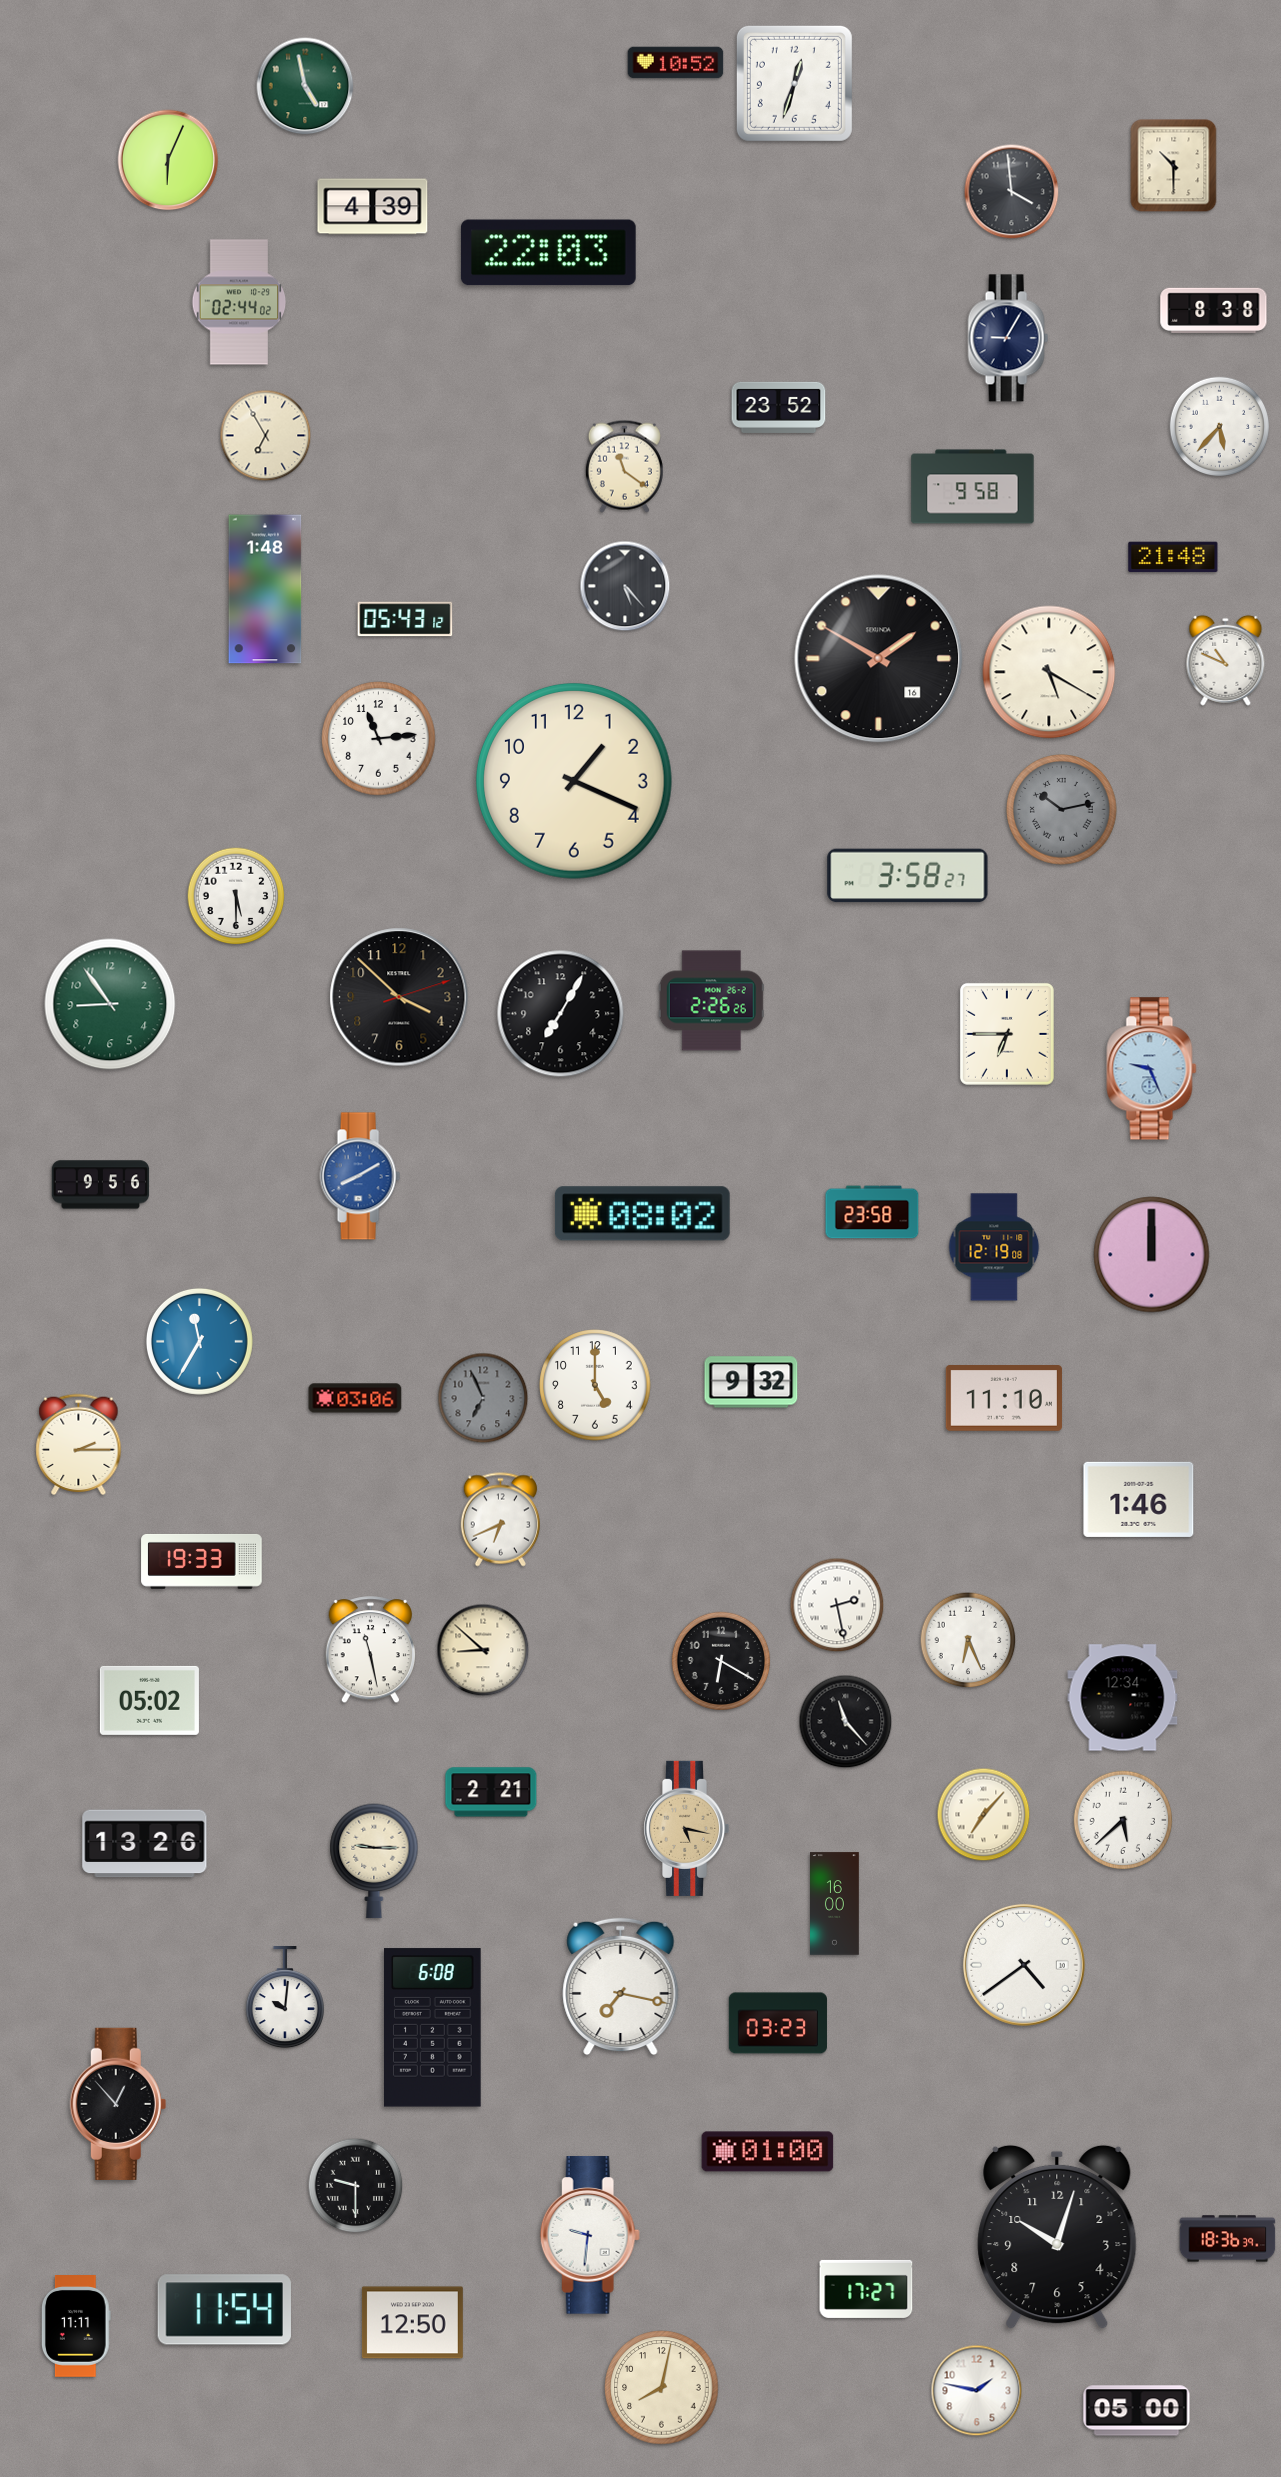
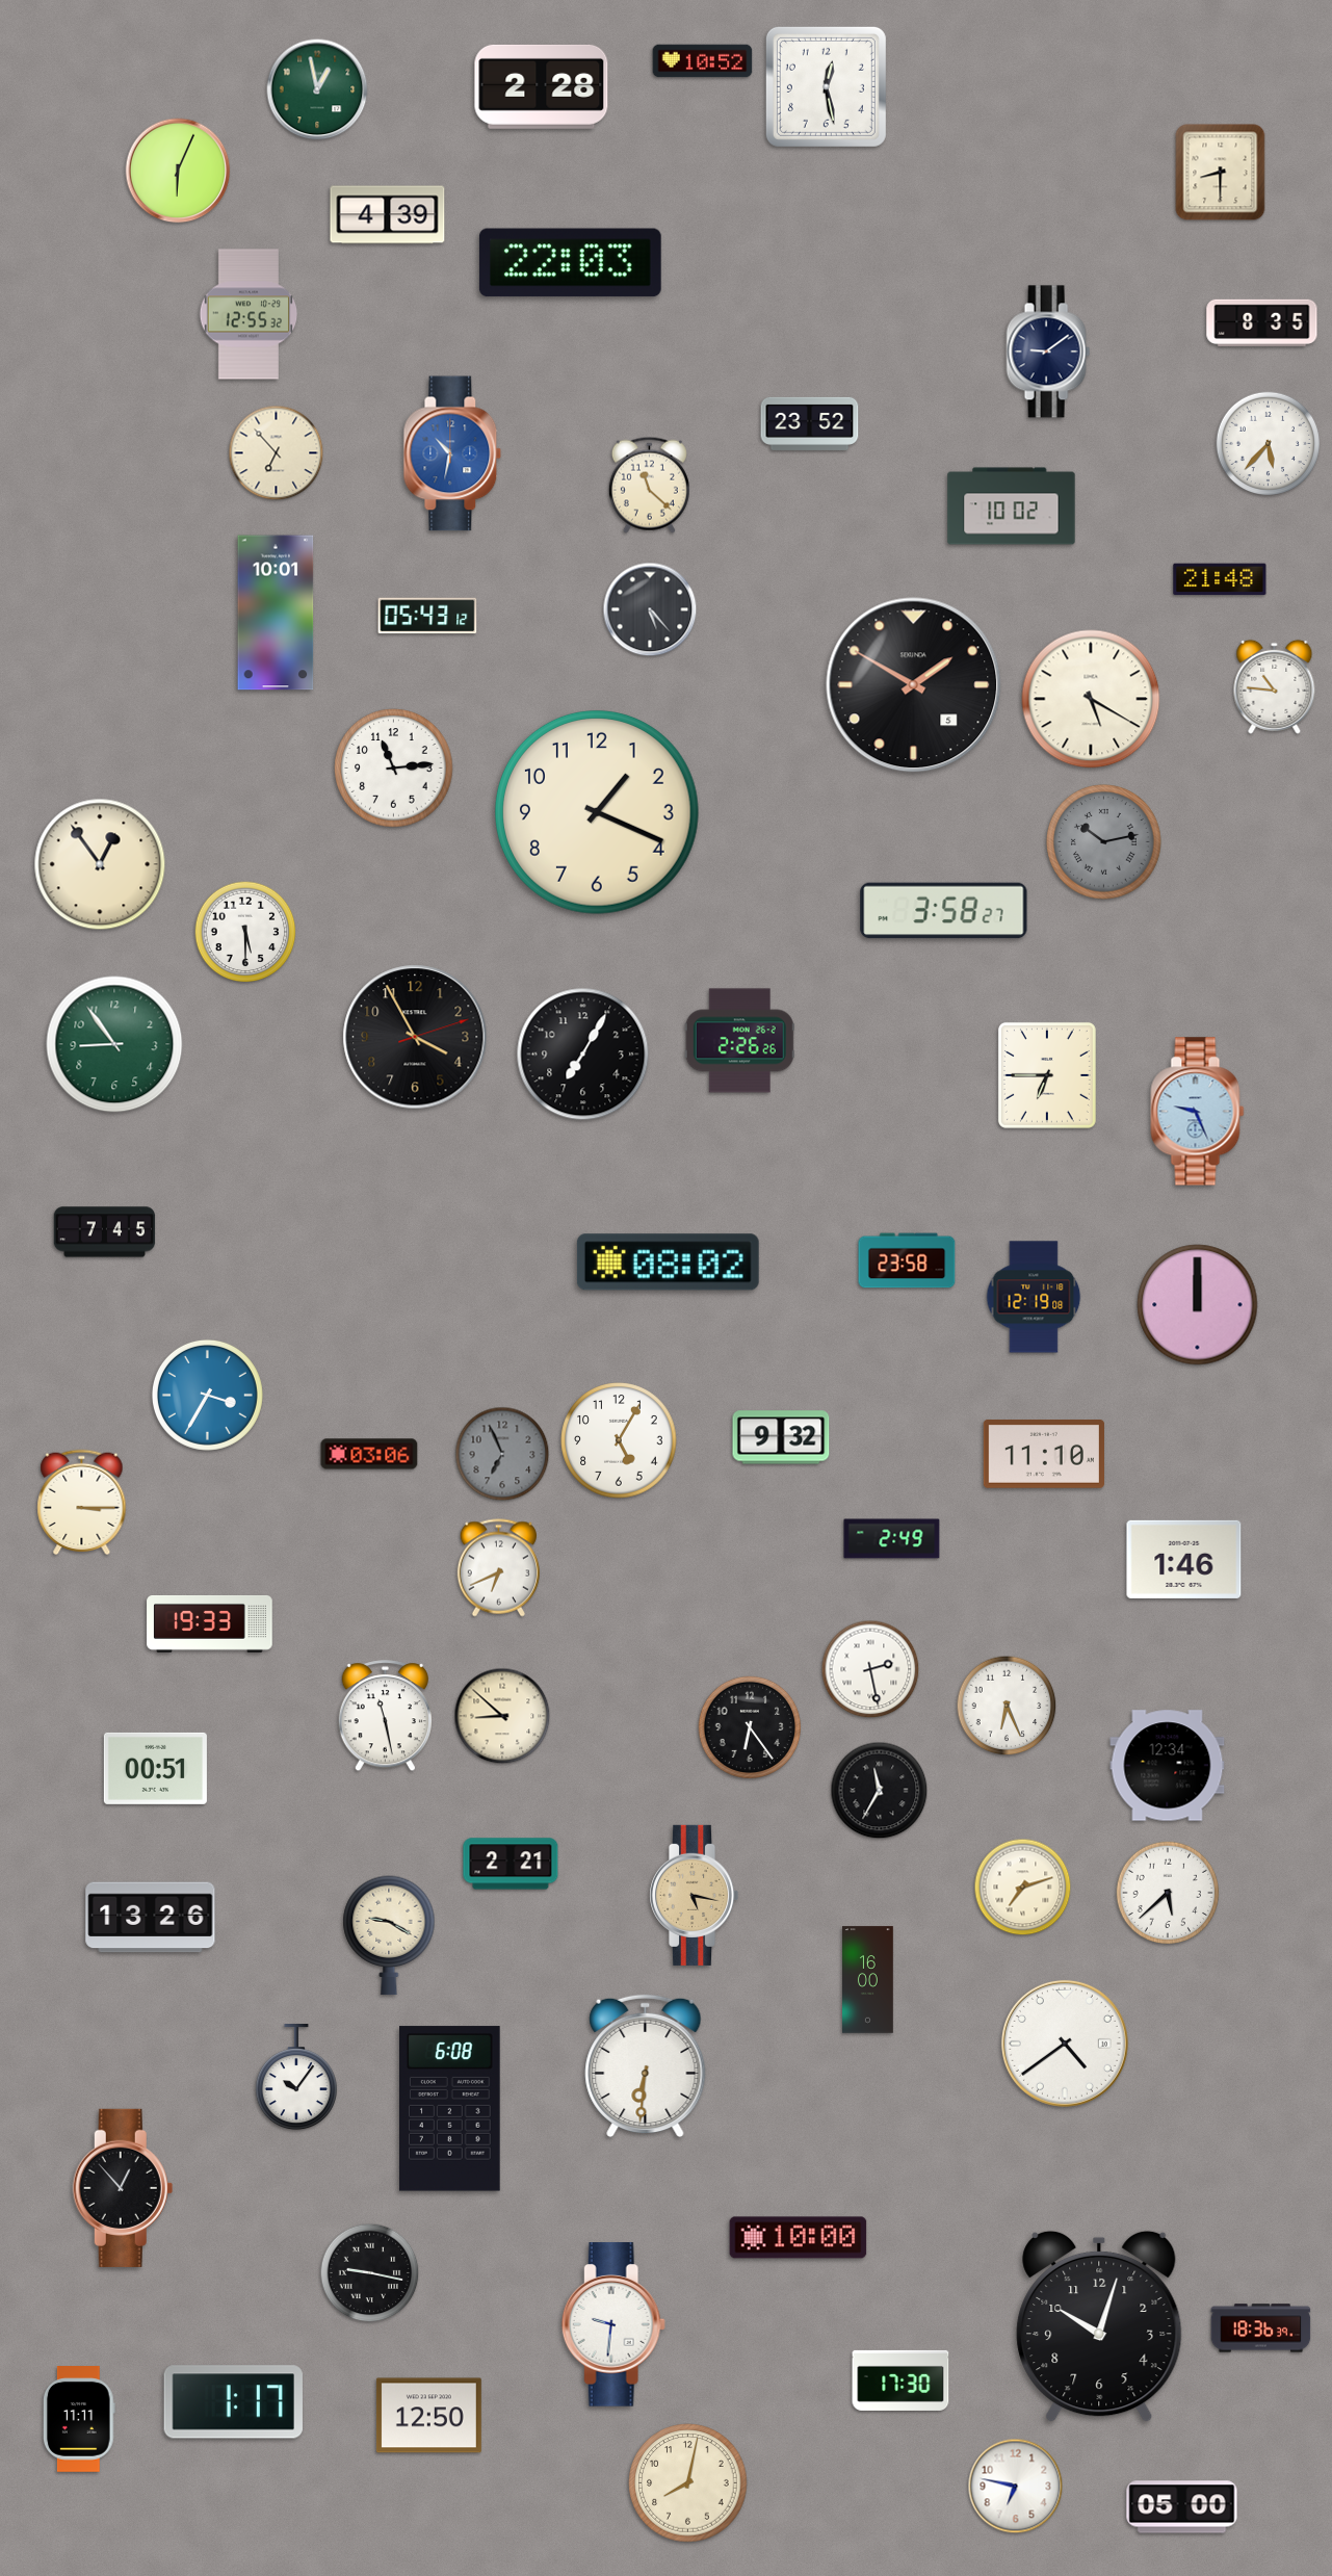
clock at (676, 63) position: (676, 63) -> (703, 61)
clock at (542, 86): none -> 2:28
clock at (794, 83): 12:33 -> 12:28
clock at (305, 86): 4:58 -> 12:58
clock at (168, 160) position: (168, 160) -> (178, 171)
clock at (1174, 166): 10:30 -> 8:30
clock at (1012, 192): 3:59 -> none
clock at (239, 302): 02:44 -> 12:55
clock at (1214, 310): 8:38 -> 8:35
clock at (1008, 338): 9:05 -> 9:09
clock at (266, 436): 6:55 -> 6:53
clock at (452, 453): none -> 10:32
clock at (624, 466): 11:21 -> 11:22
clock at (973, 487): 9:58 -> 10:02
clock at (265, 589): 1:48 -> 10:01
clock at (405, 619) position: (405, 619) -> (427, 616)
clock at (879, 659) date: 16 -> 5
clock at (1226, 660): 10:49 -> 10:46
clock at (100, 864): none -> 12:54
clock at (399, 997): 3:52 -> 3:55
clock at (360, 1176): 8:10 -> none
clock at (101, 1185): 9:56 -> 7:45
clock at (199, 1341): 11:35 -> 3:35
clock at (595, 1385): 5:00 -> 5:05
clock at (79, 1445): 2:15 -> 3:15
clock at (892, 1539): none -> 2:49
clock at (500, 1520) position: (500, 1520) -> (498, 1568)
clock at (721, 1661): 6:20 -> 6:24
clock at (149, 1700): 05:02 -> 00:51
clock at (846, 1722): 11:23 -> 11:35
clock at (984, 1815): 7:07 -> 7:12
clock at (687, 1828) position: (687, 1828) -> (695, 1895)
clock at (374, 1861): 9:15 -> 9:20
clock at (621, 1987): 7:17 -> 6:31
clock at (285, 1998): 10:01 -> 10:06
clock at (778, 2023): 03:23 -> none
clock at (768, 2152): 01:00 -> 10:00
clock at (356, 2186): 9:30 -> 9:17
clock at (1228, 2239) position: (1228, 2239) -> (1261, 2328)
clock at (866, 2289): 17:27 -> 17:30
clock at (224, 2310): 11:54 -> 1:17
clock at (977, 2391): 1:47 -> 6:47
